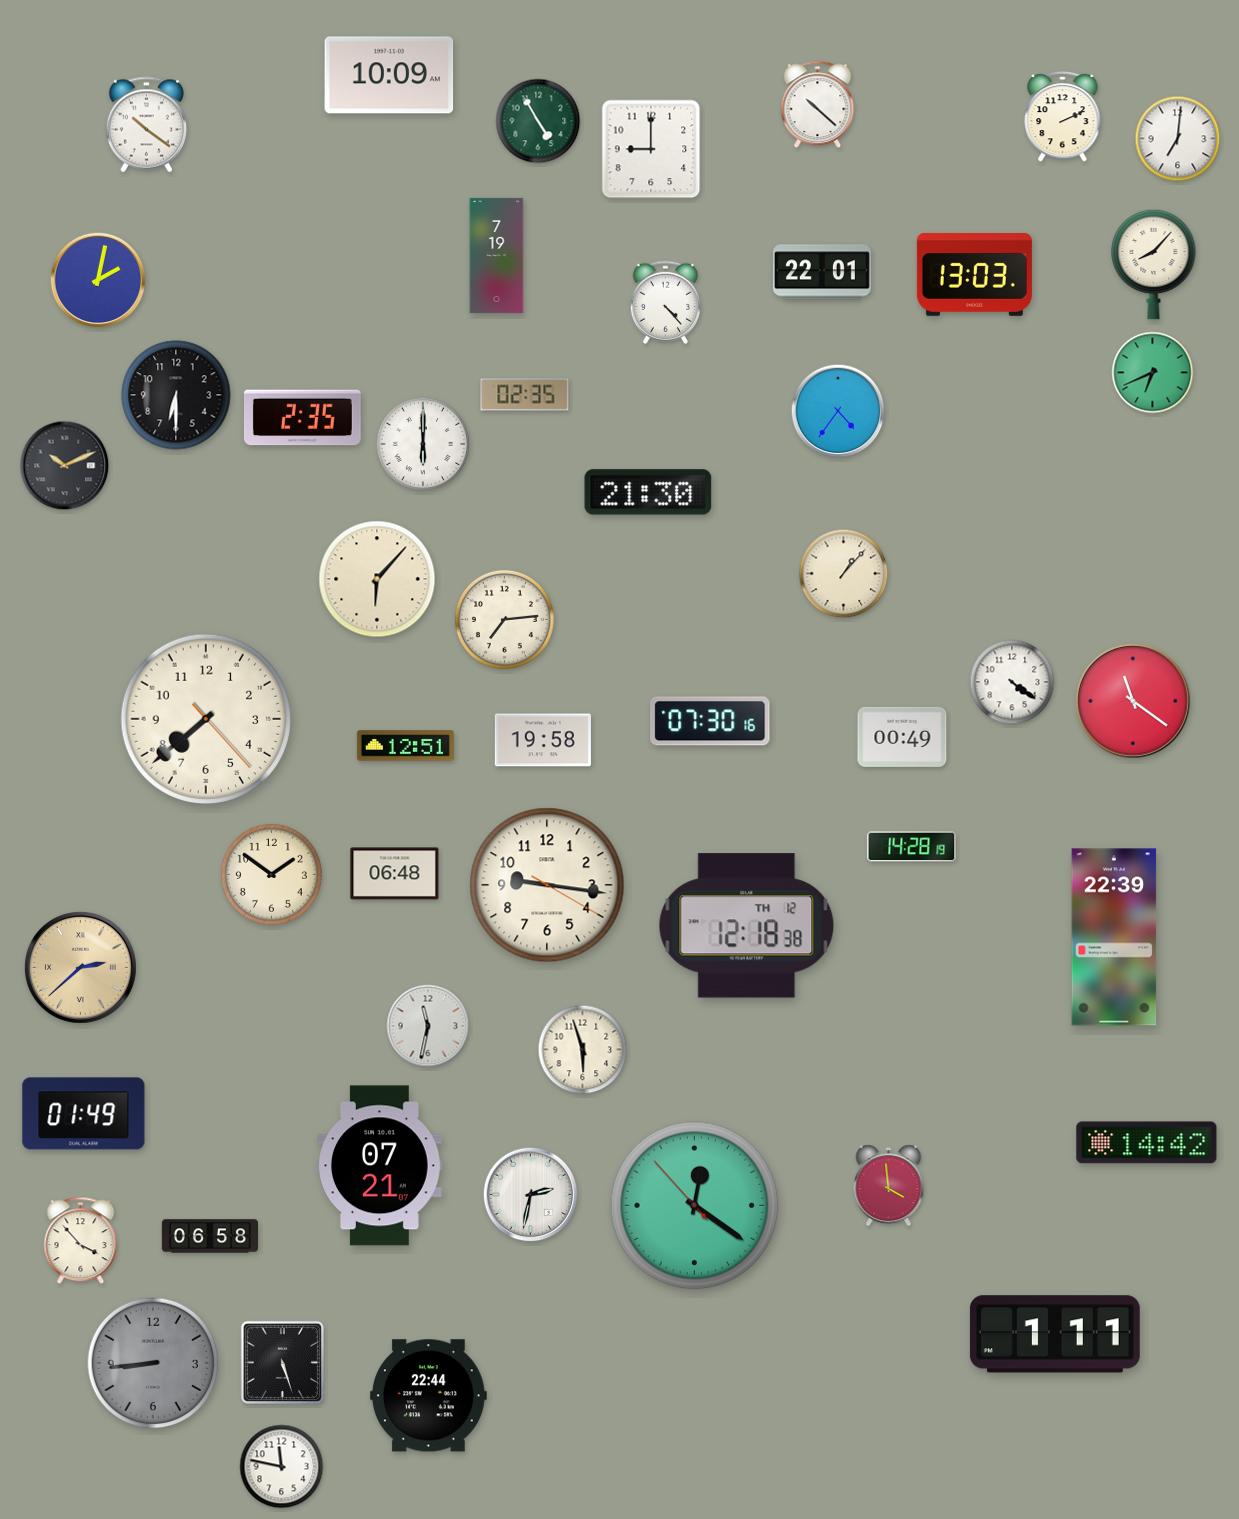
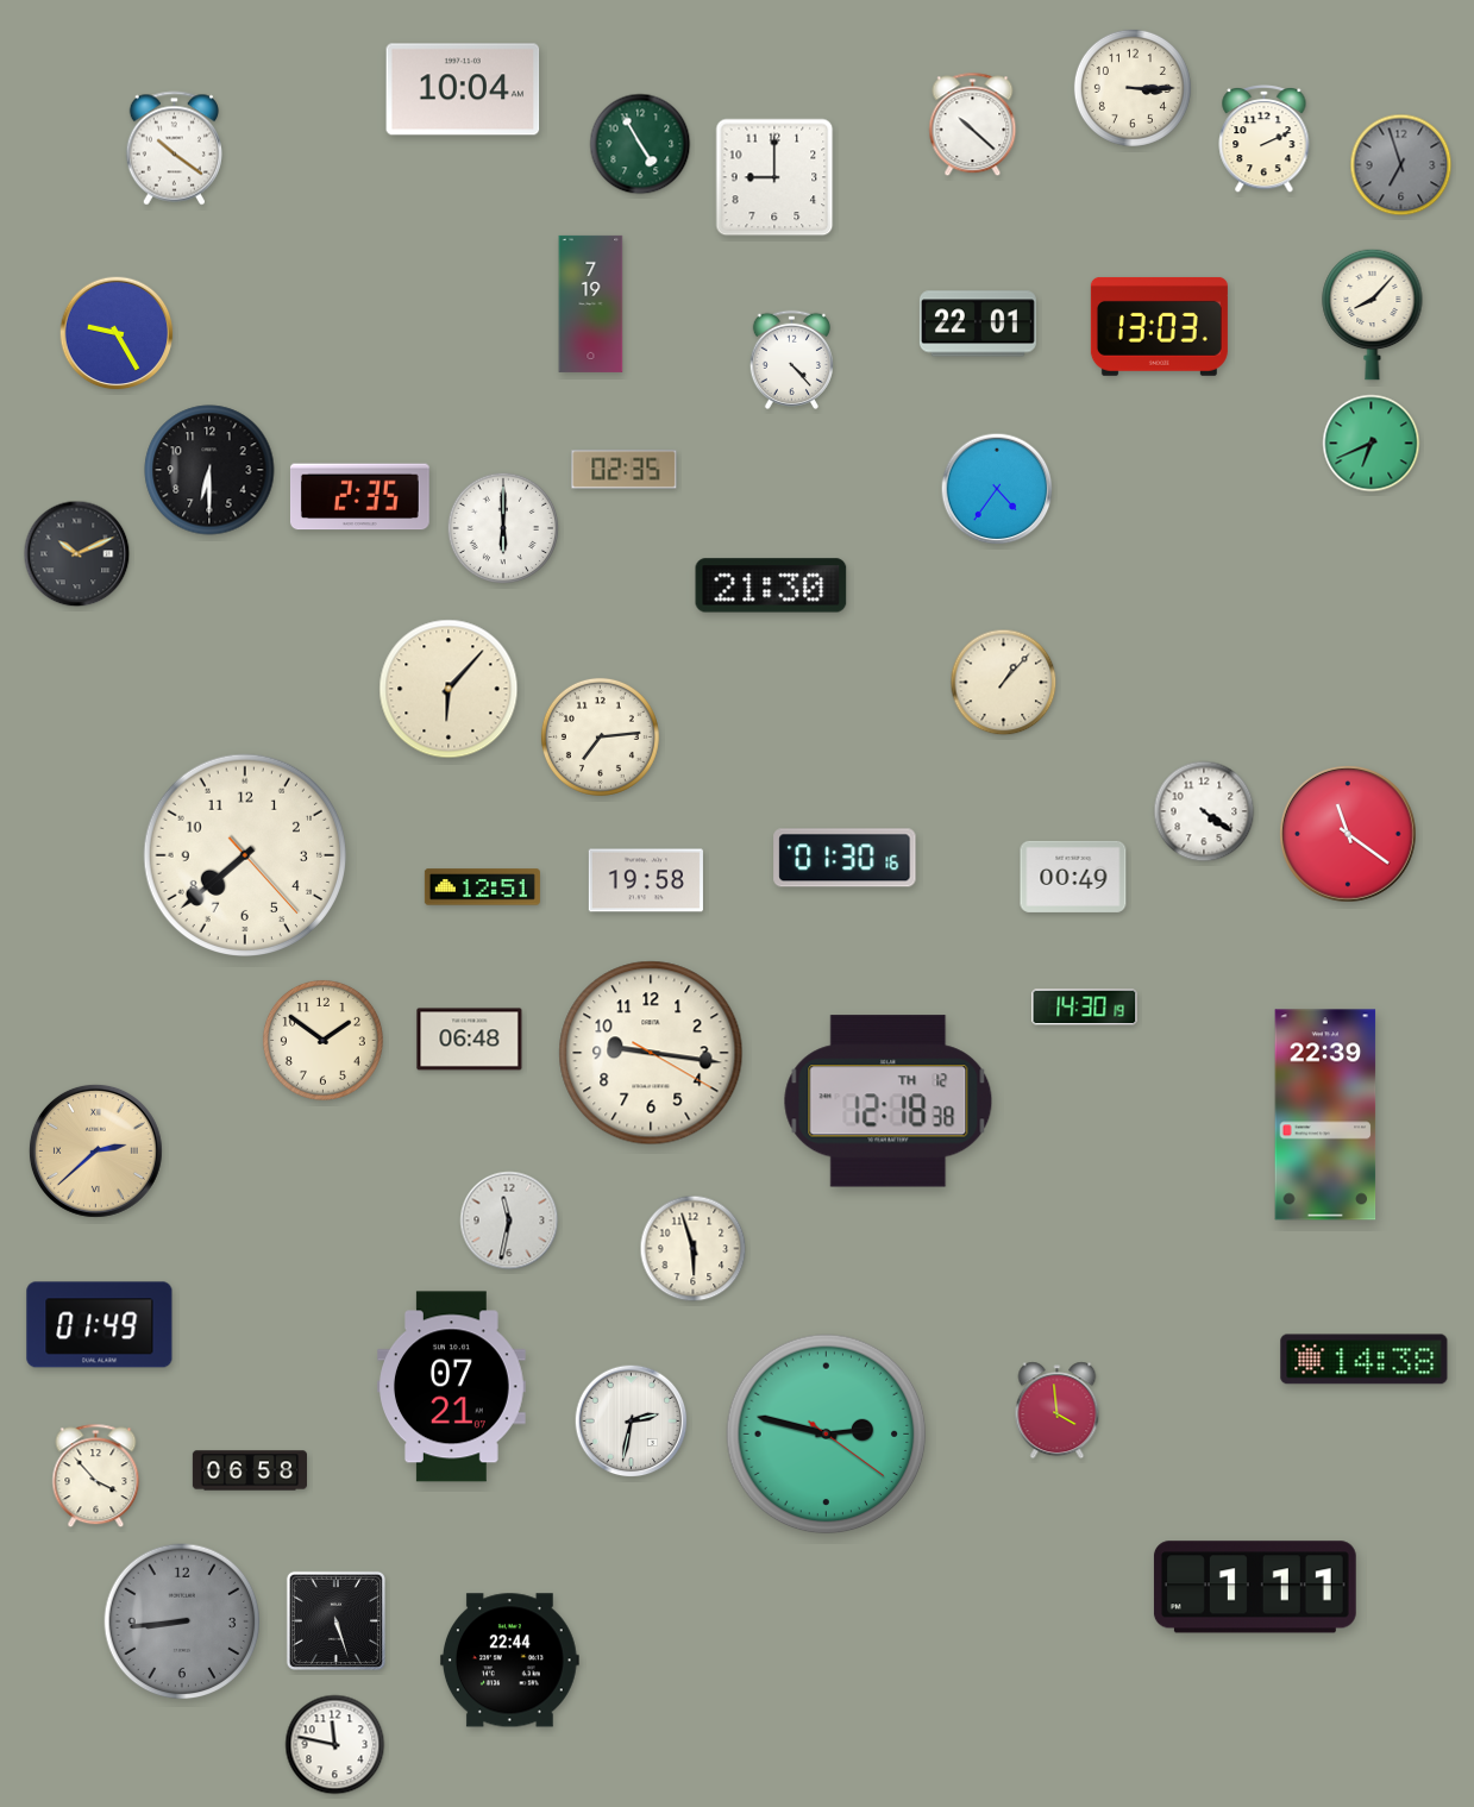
clock at (1133, 88): none -> 3:15
clock at (389, 75): 10:09 -> 10:04
clock at (1178, 139): 7:01 -> 6:57
clock at (1178, 139) dial: white -> grey
clock at (98, 280): 2:02 -> 9:25
clock at (710, 721): 07:30 -> 01:30
clock at (912, 847): 14:28 -> 14:30
clock at (1147, 1143): 14:42 -> 14:38
clock at (695, 1206): 12:20 -> 2:47
